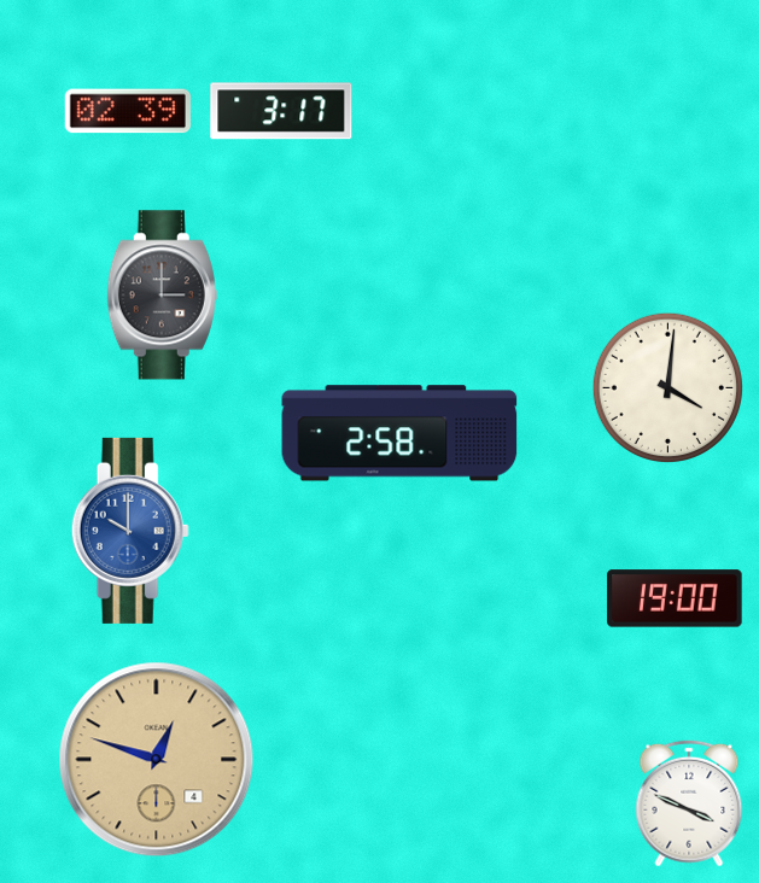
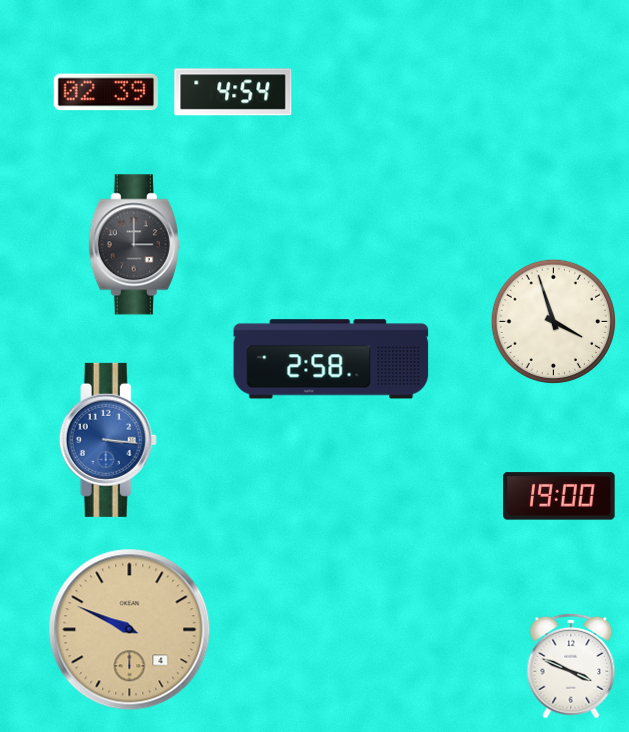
clock at (281, 111): 3:17 -> 4:54
clock at (667, 387): 4:01 -> 3:57
clock at (130, 531): 10:00 -> 3:16
clock at (157, 760): 12:48 -> 9:49
